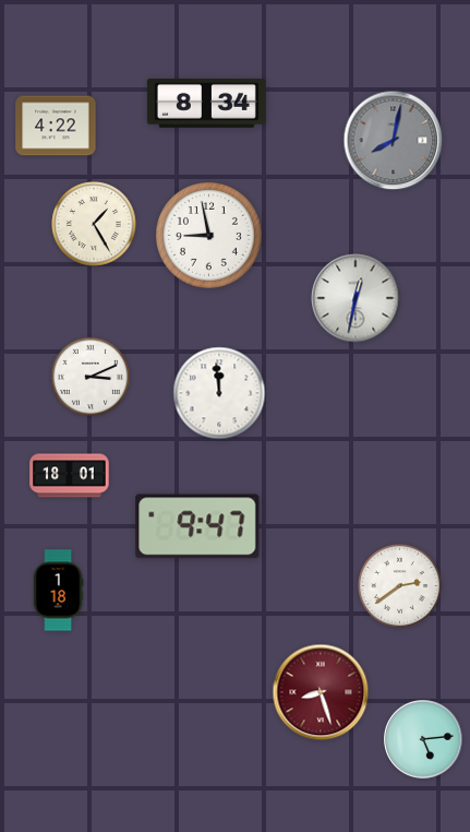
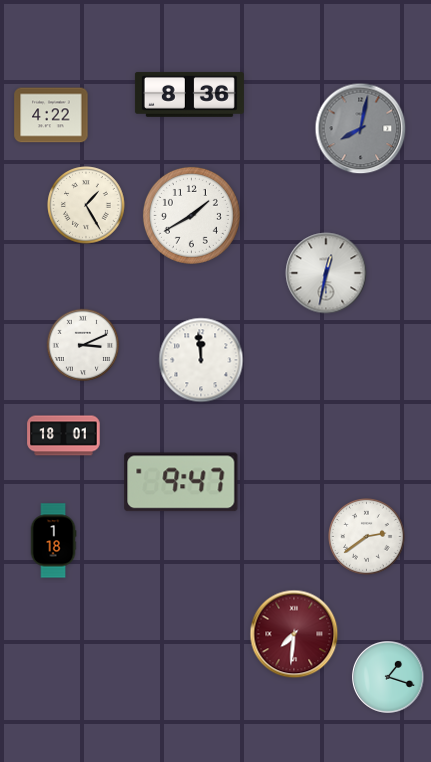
clock at (206, 103): 8:34 -> 8:36
clock at (208, 235): 8:58 -> 1:40
clock at (321, 692): 8:27 -> 7:31
clock at (424, 740): 5:14 -> 1:18
